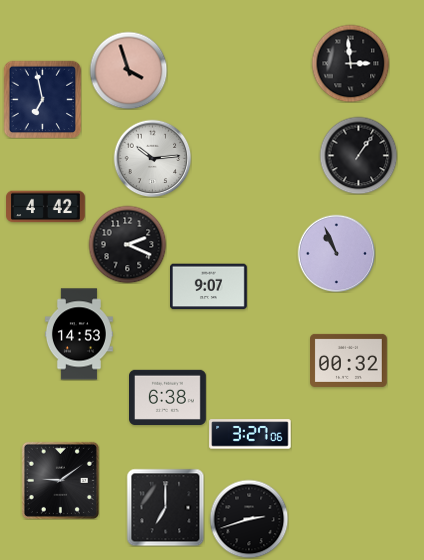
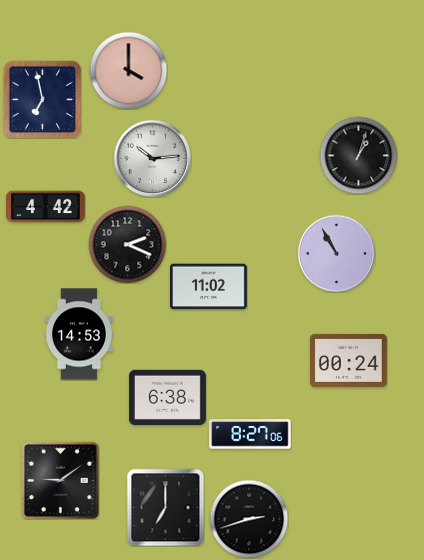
clock at (350, 63): 2:59 -> none
clock at (128, 70): 3:57 -> 4:00
clock at (358, 155): 1:06 -> 1:03
clock at (336, 253): 10:56 -> 10:55
clock at (209, 287): 9:07 -> 11:02
clock at (349, 360): 00:32 -> 00:24
clock at (250, 434): 3:27 -> 8:27
